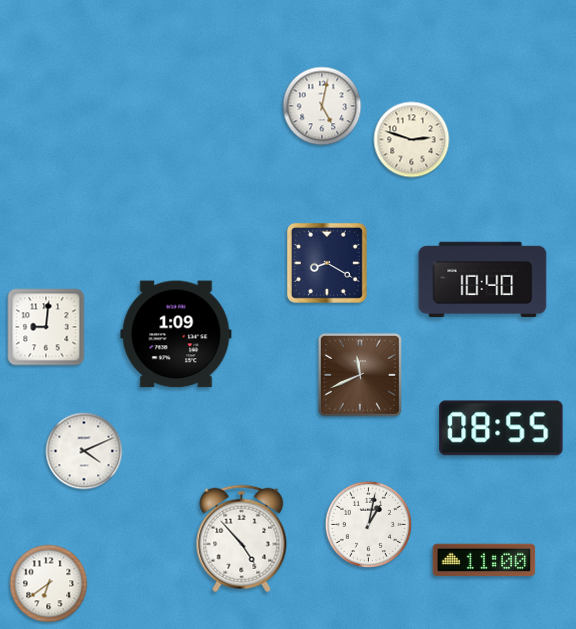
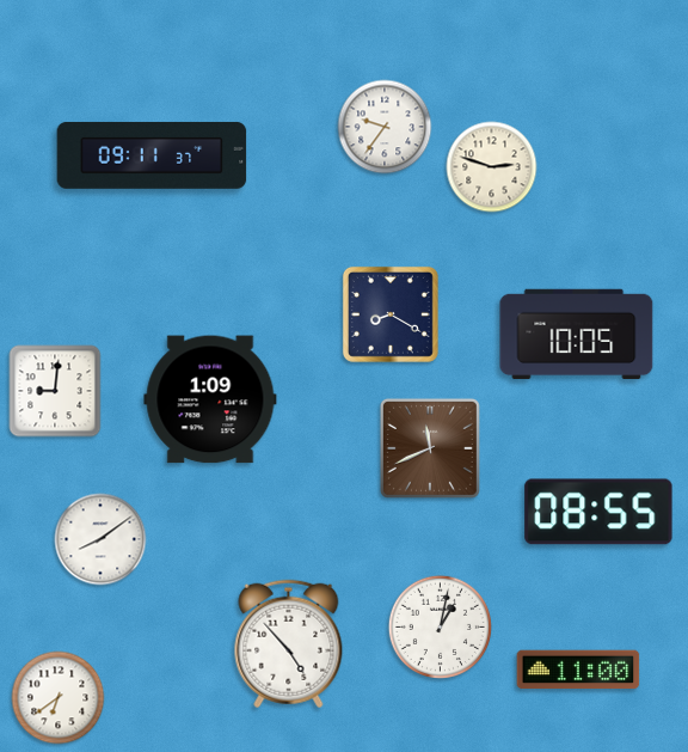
clock at (322, 106): 5:02 -> 9:36
clock at (152, 155): none -> 09:11
clock at (483, 280): 10:40 -> 10:05
clock at (84, 451): 4:11 -> 8:09
